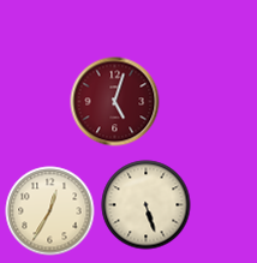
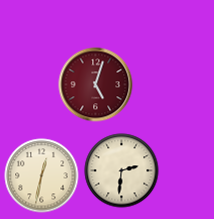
clock at (147, 205): 5:27 -> 2:31
clock at (50, 211): 12:35 -> 12:32
